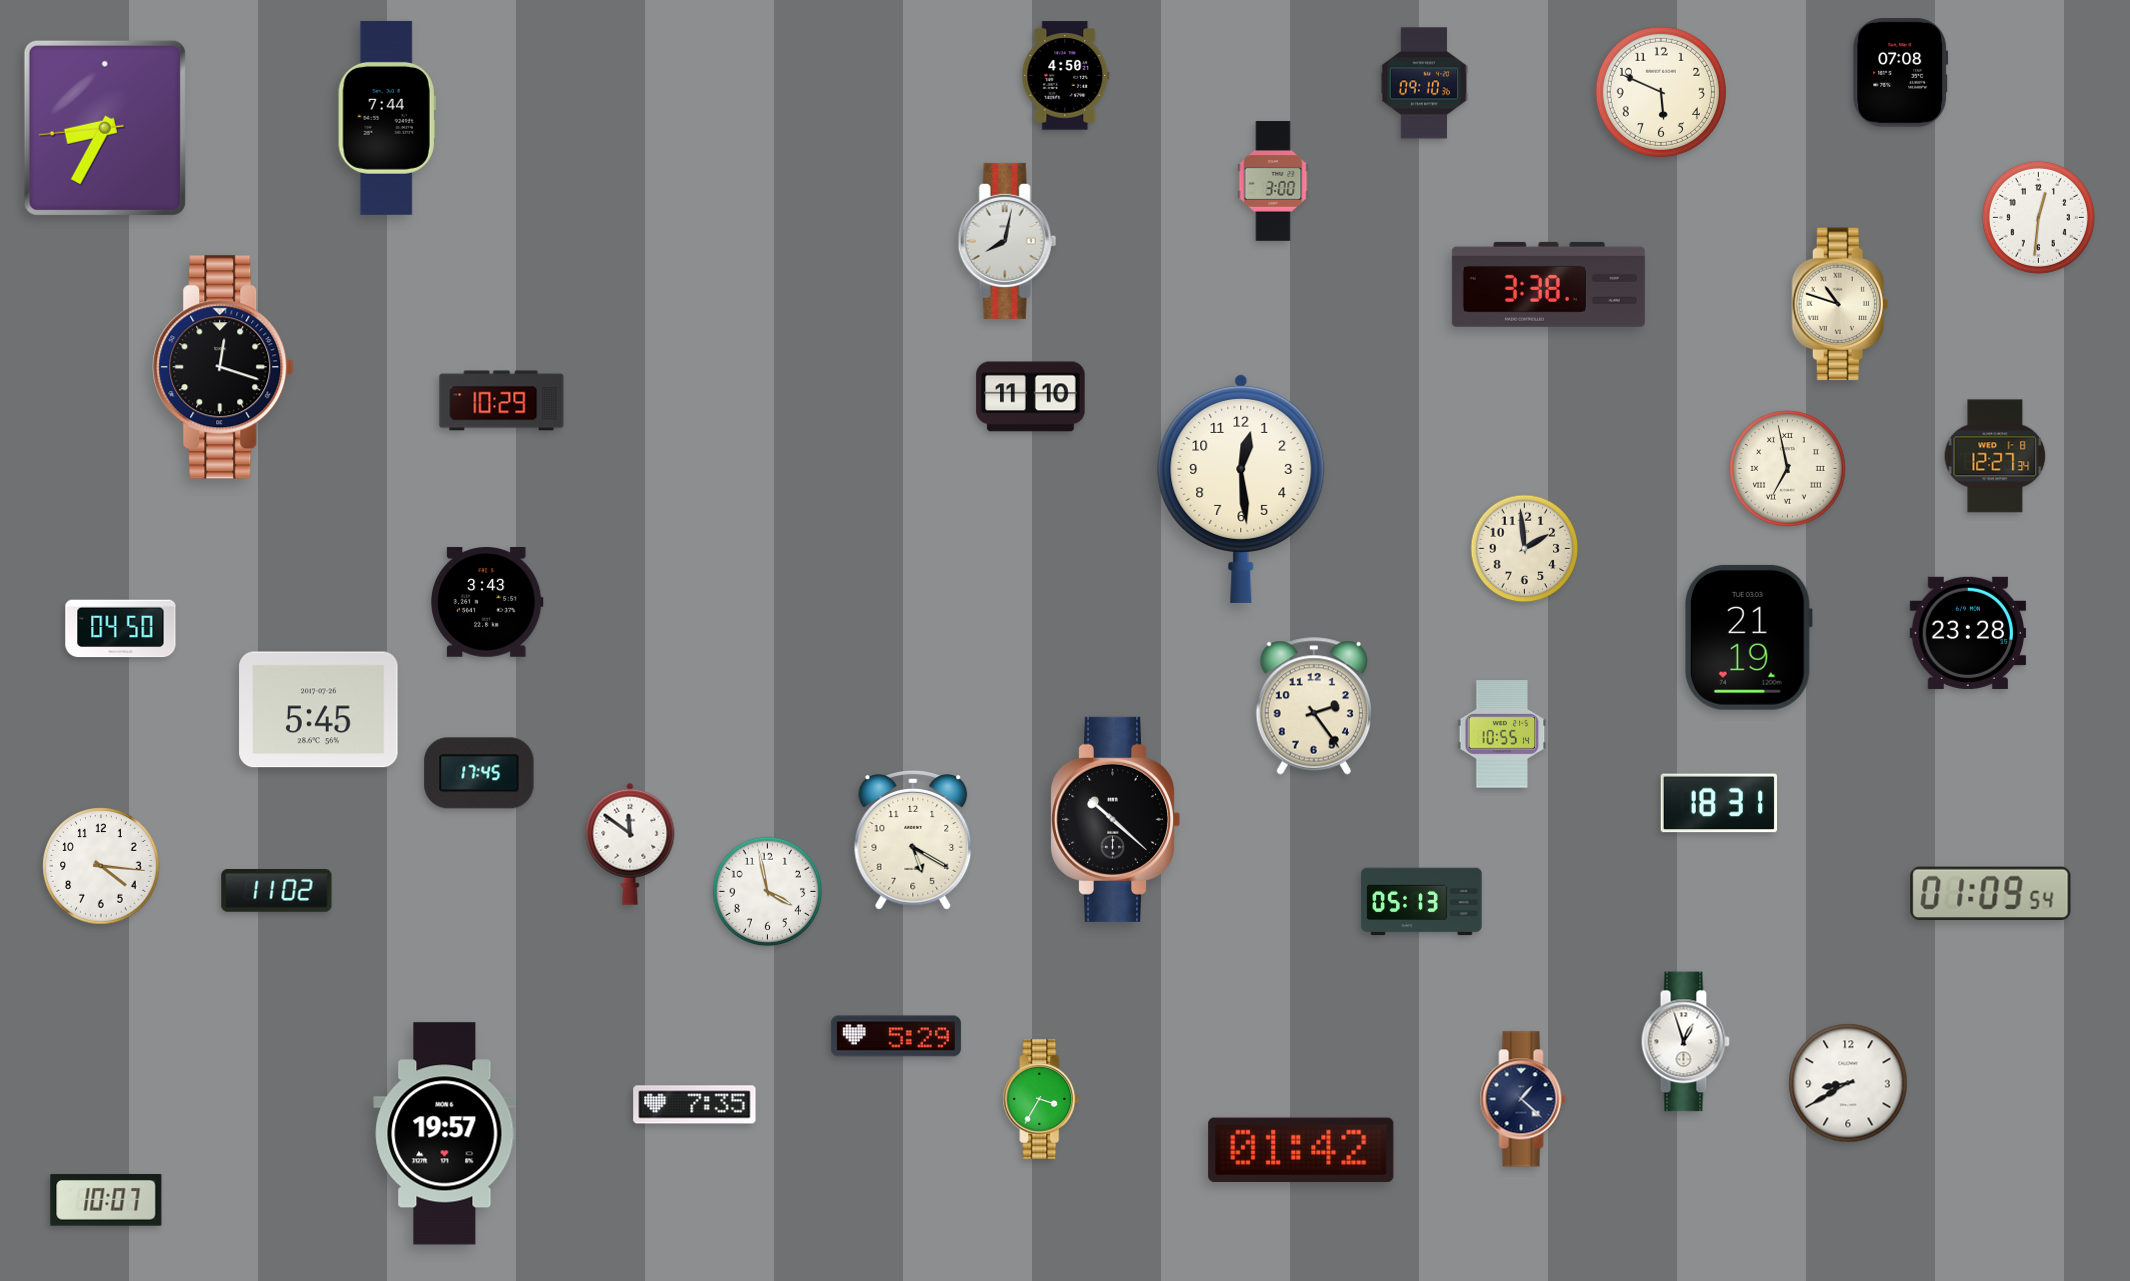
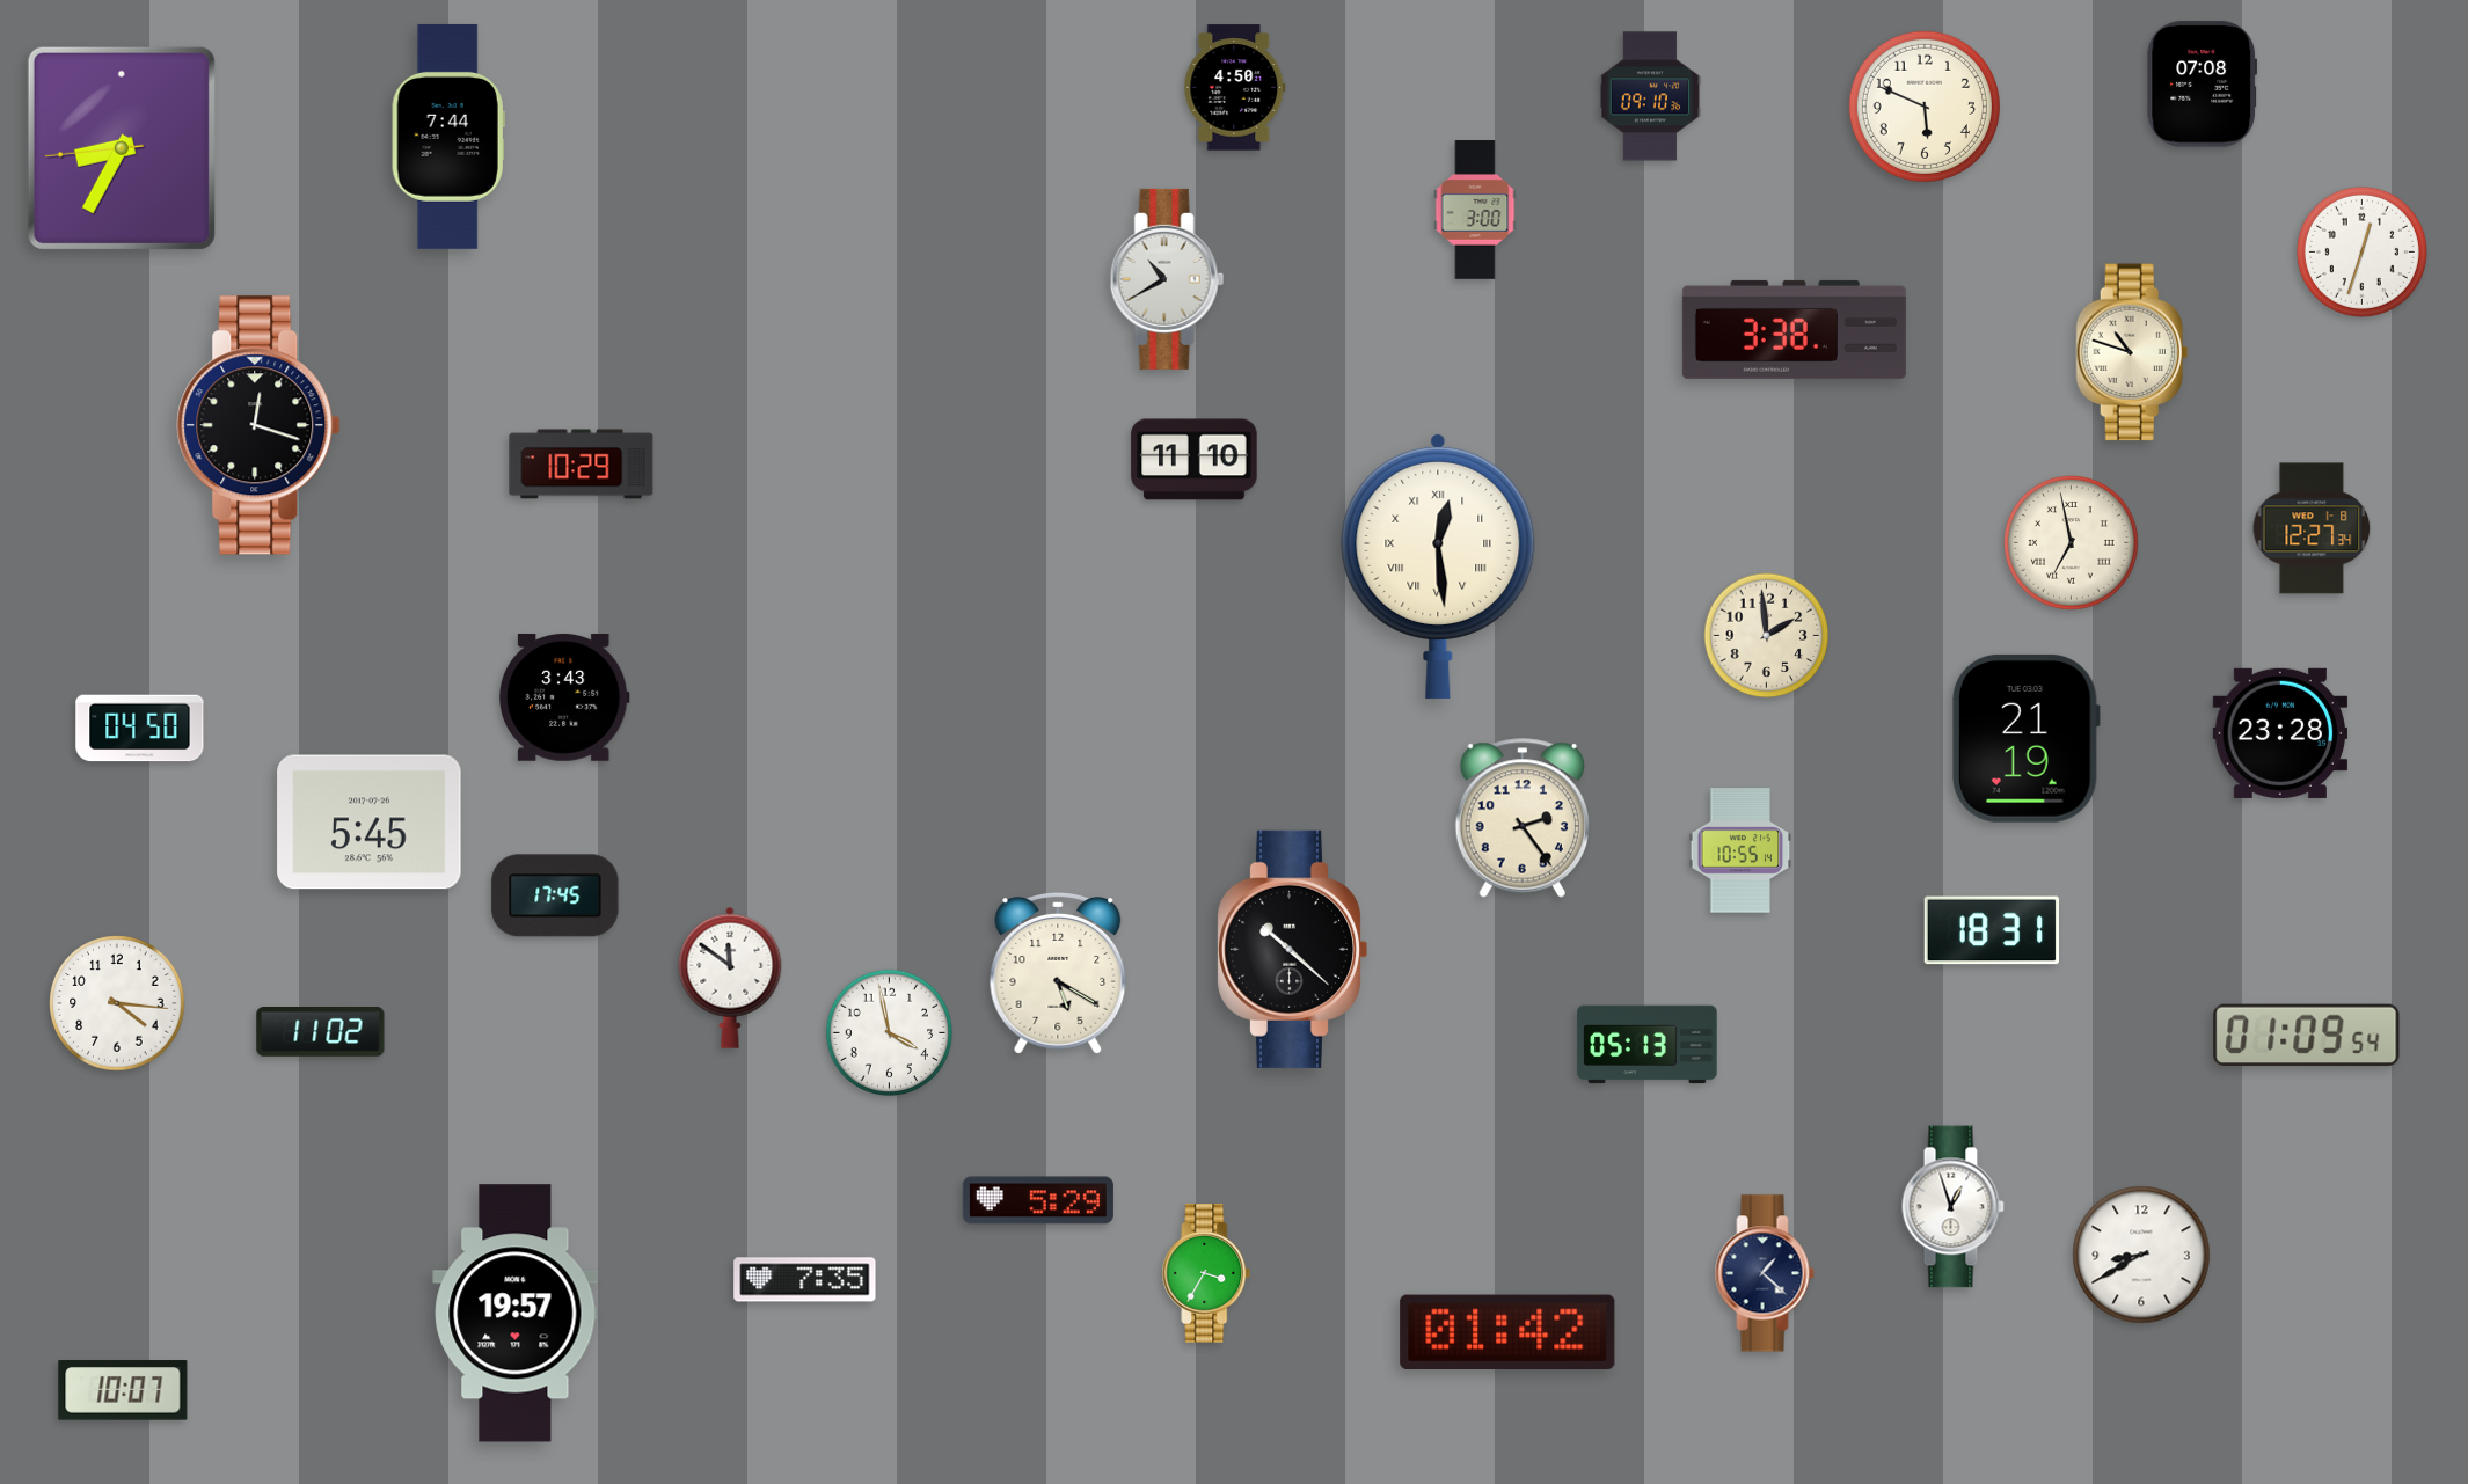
clock at (2038, 217): 12:31 -> 12:33
clock at (1007, 241): 8:02 -> 10:40
clock at (1241, 488) numerals: Arabic -> Roman
